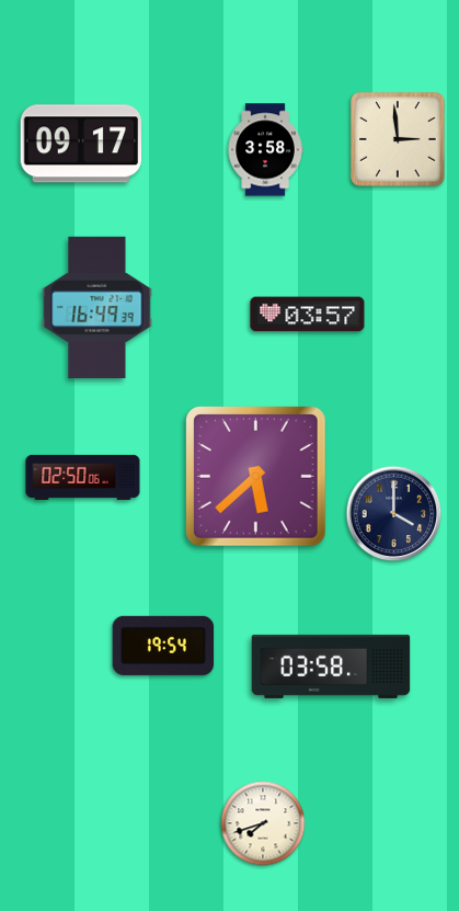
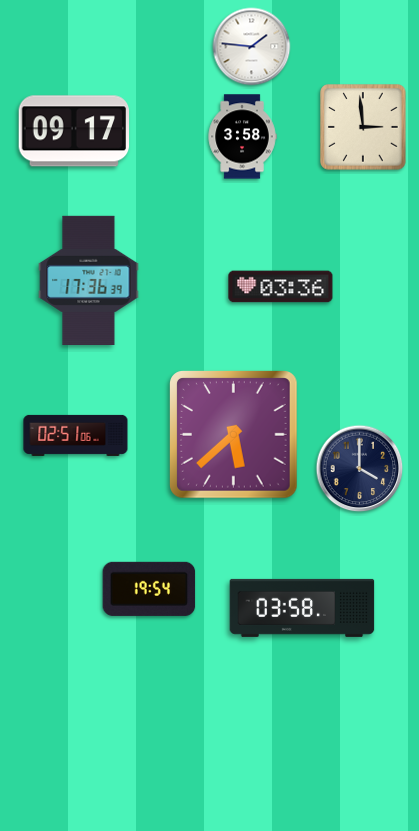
clock at (252, 47): none -> 1:46
clock at (97, 307): 16:49 -> 17:36
clock at (308, 315): 03:57 -> 03:36
clock at (83, 477): 02:50 -> 02:51
clock at (263, 823): 7:42 -> none
